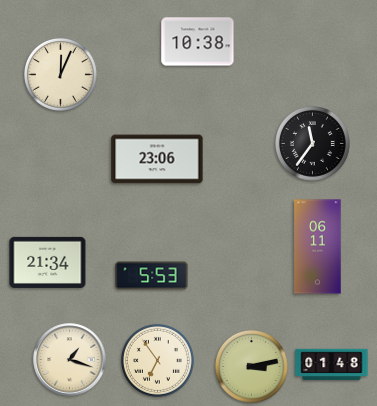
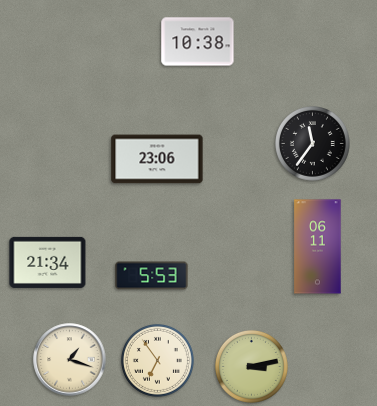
clock at (60, 74): 12:04 -> none
clock at (332, 365): 01:48 -> none
